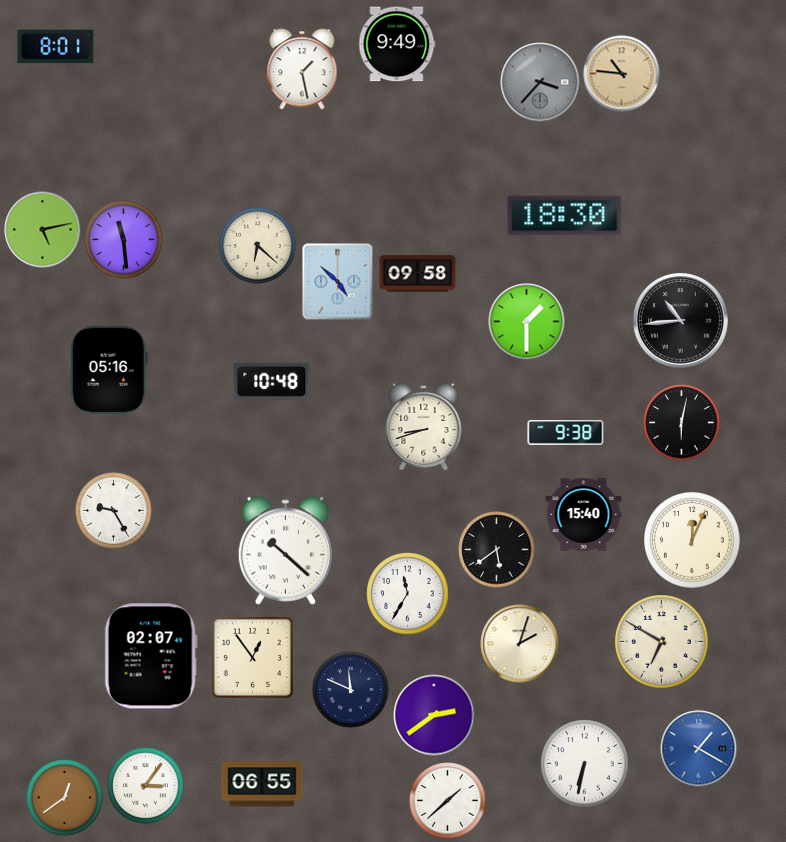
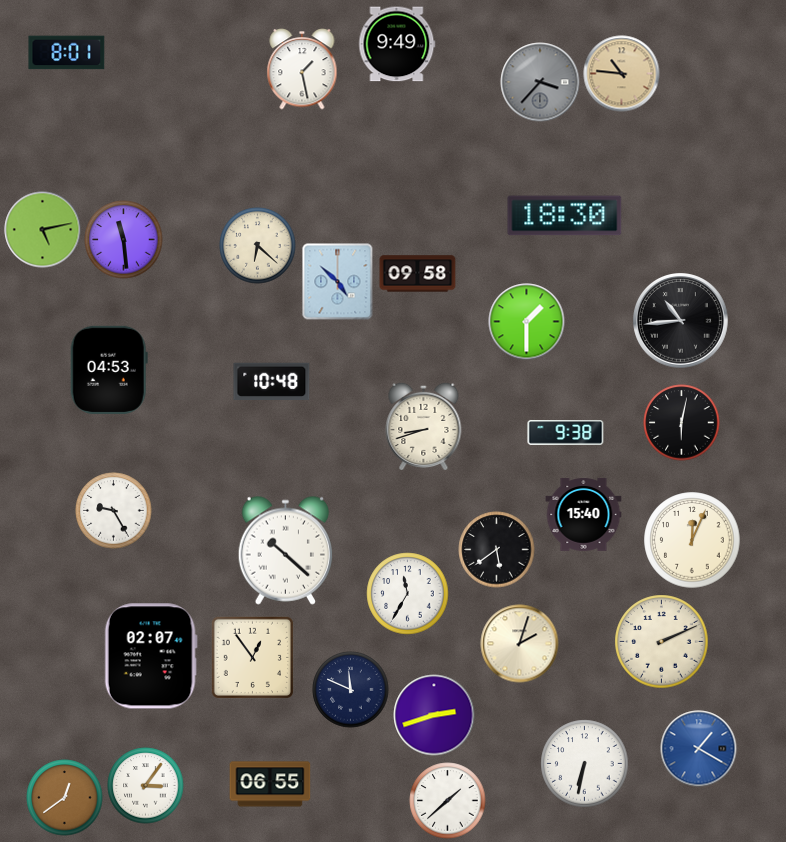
clock at (56, 47) position: (56, 47) -> (67, 53)
clock at (109, 370): 05:16 -> 04:53
clock at (662, 642): 6:50 -> 2:11
clock at (434, 715): 2:39 -> 2:42
clock at (262, 784) position: (262, 784) -> (270, 784)
